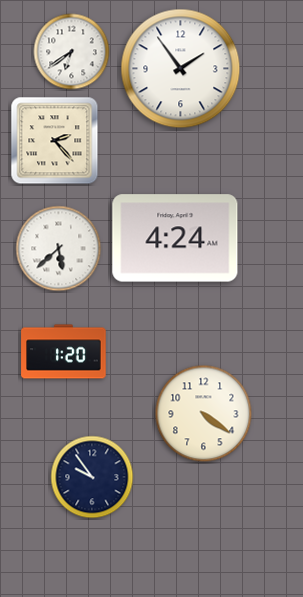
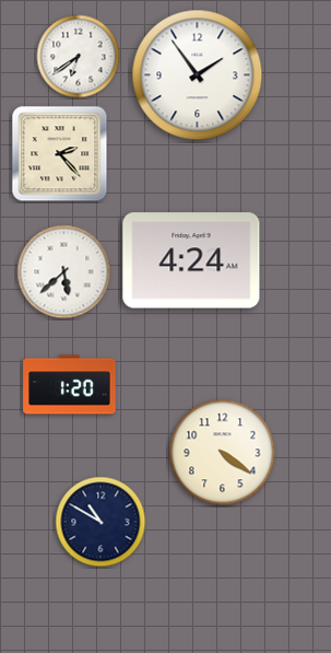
clock at (92, 477): 9:54 -> 10:50
